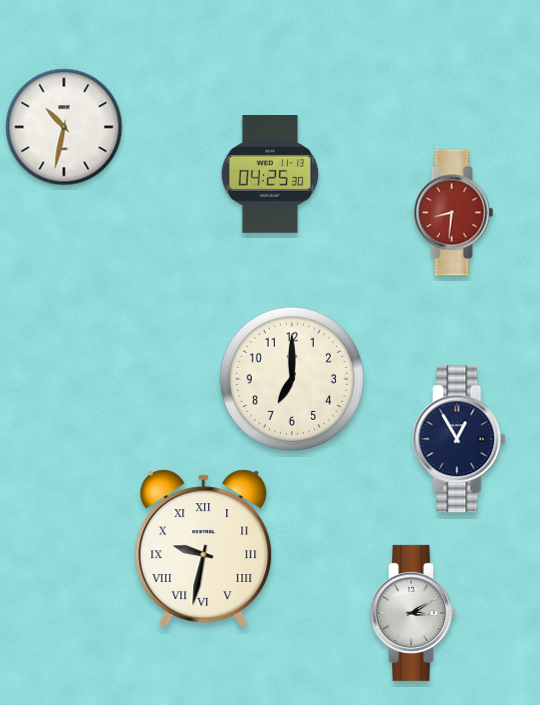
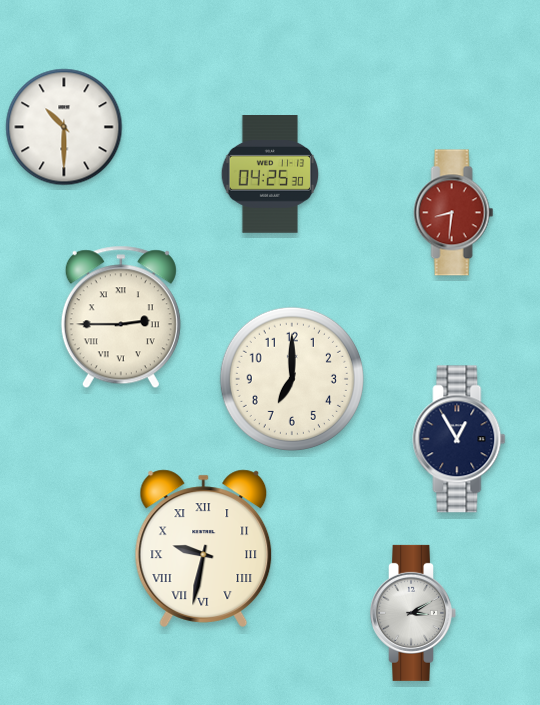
clock at (64, 127): 10:32 -> 10:30
clock at (121, 317): none -> 2:45
